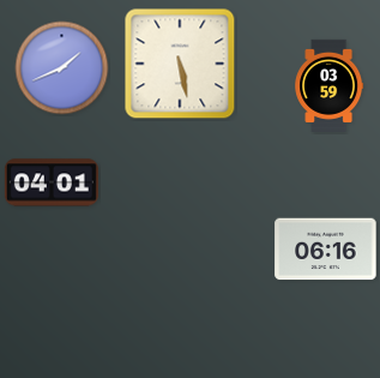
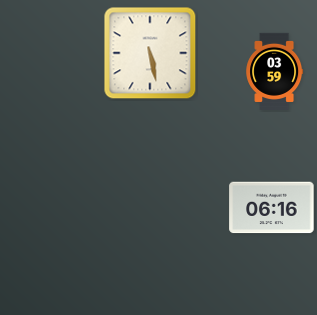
clock at (62, 68): 1:41 -> none
clock at (52, 182): 04:01 -> none
